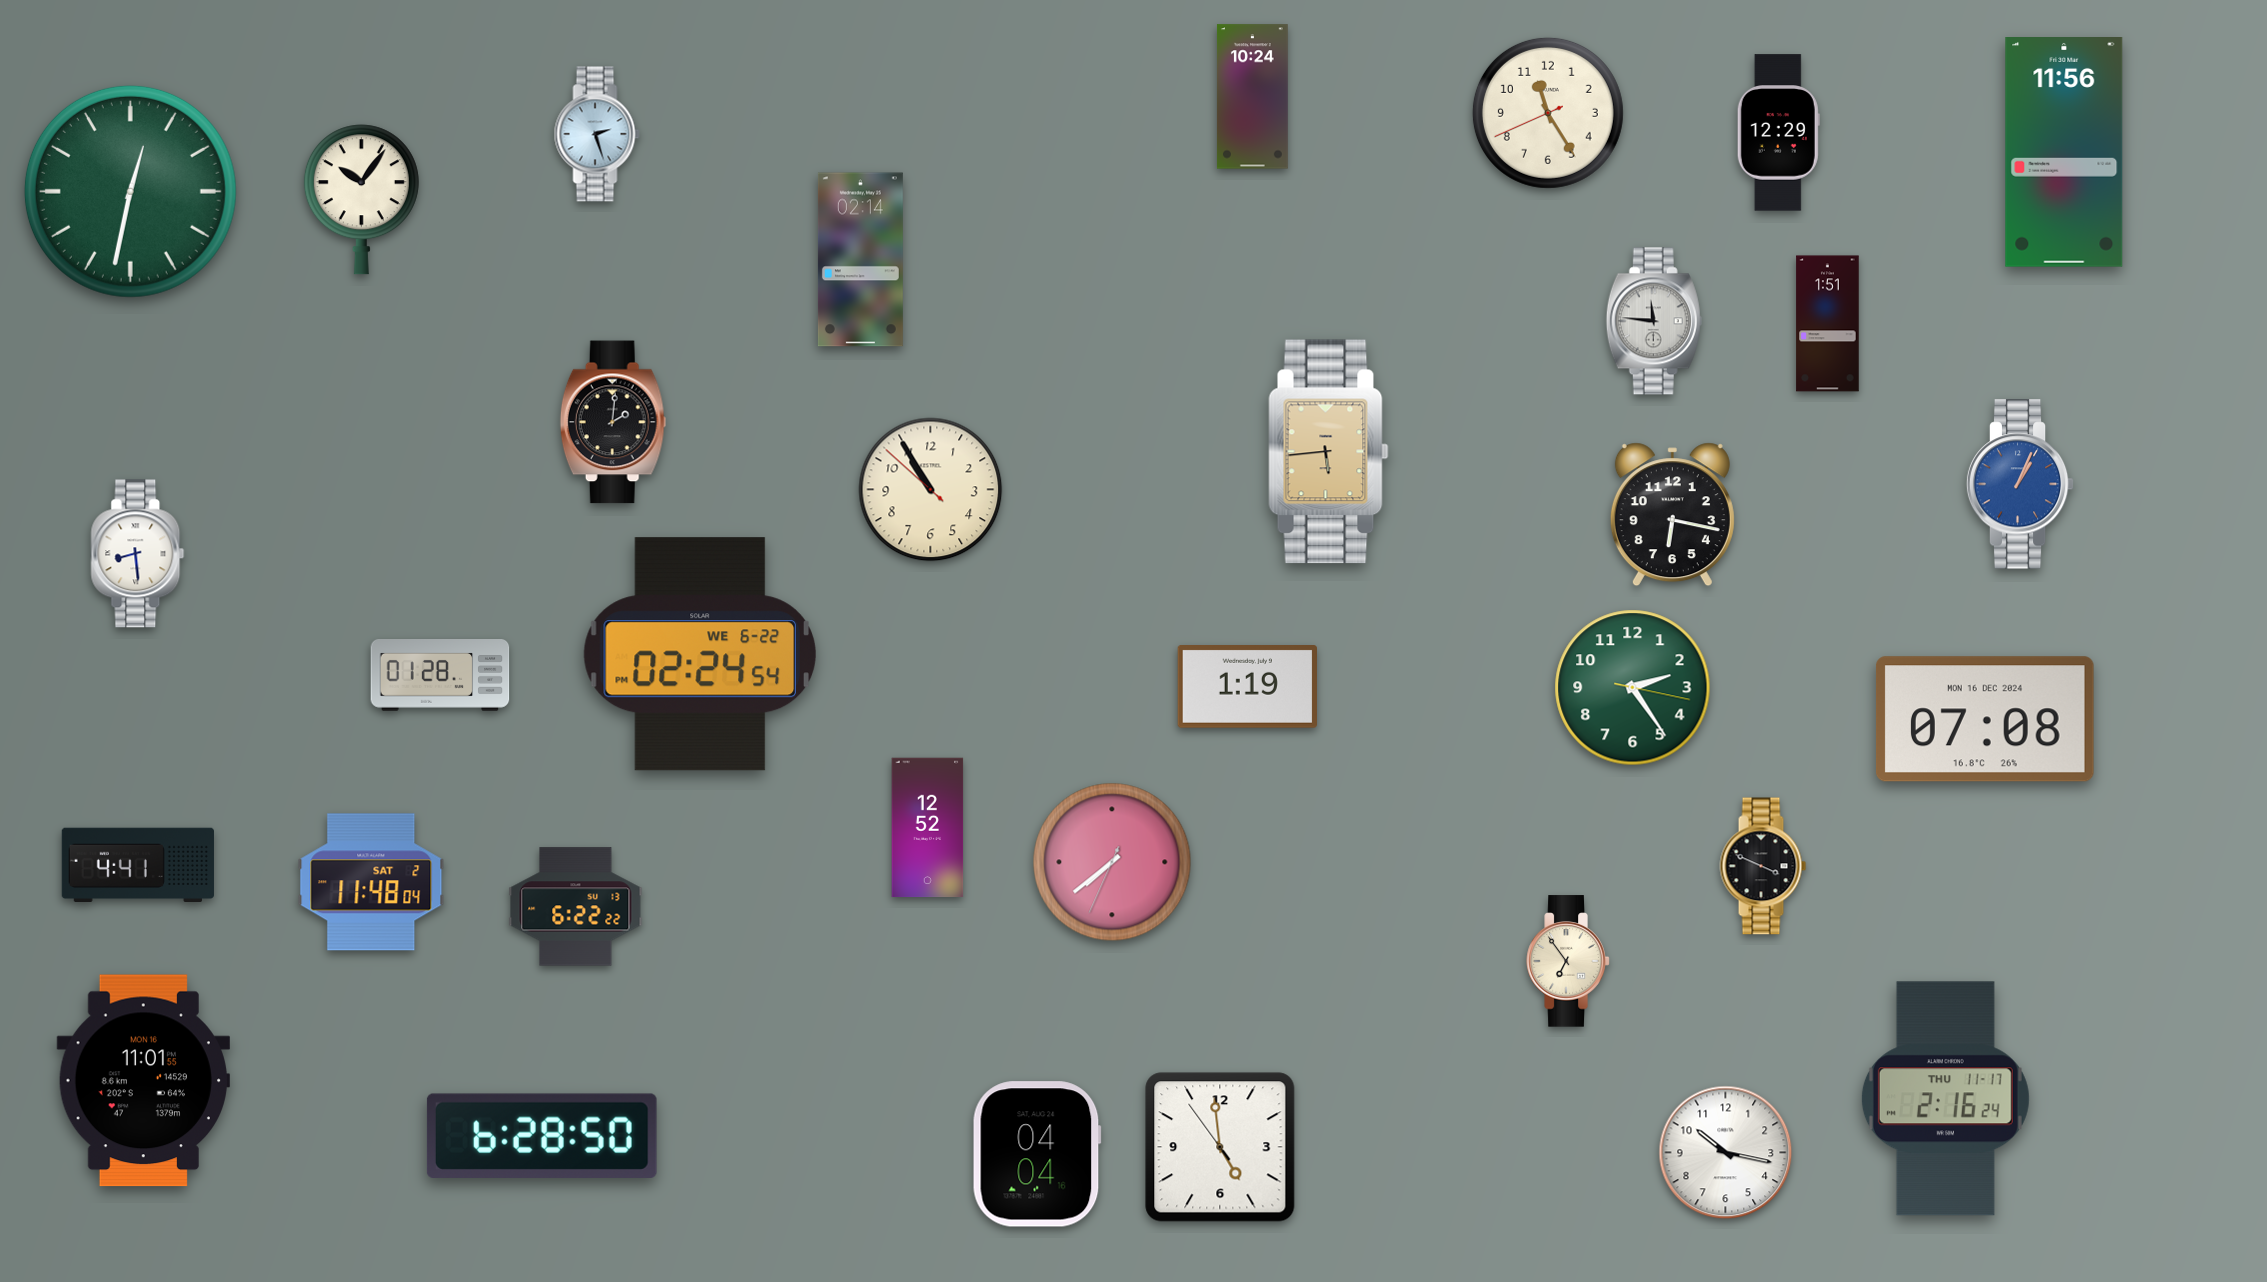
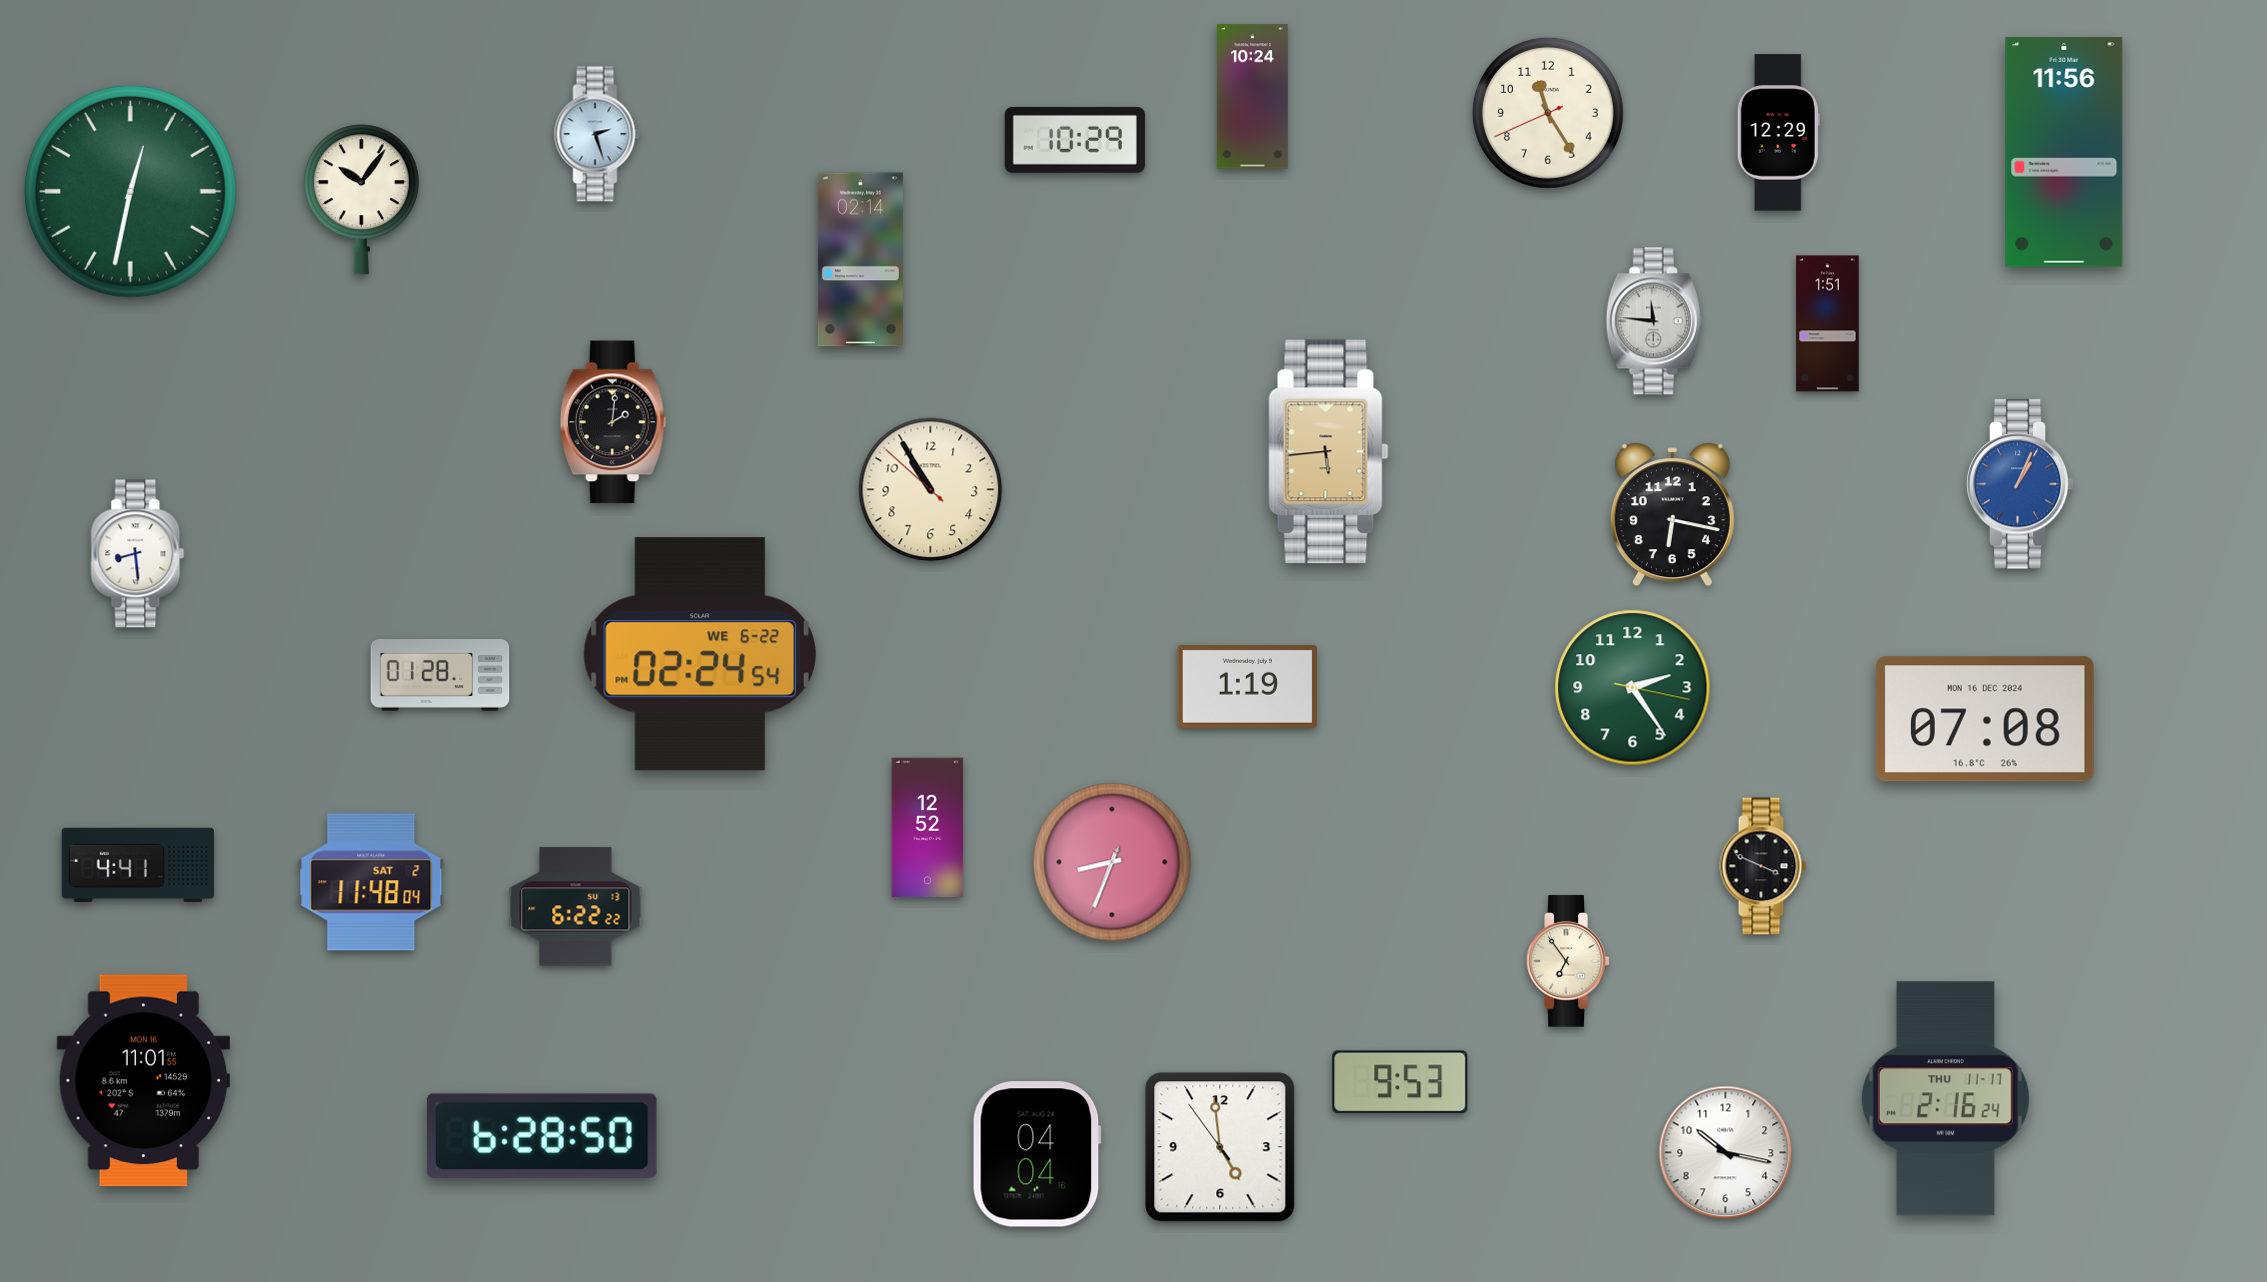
clock at (1075, 140): none -> 10:29
clock at (1112, 862): 7:38 -> 8:33
clock at (1400, 1082): none -> 9:53
